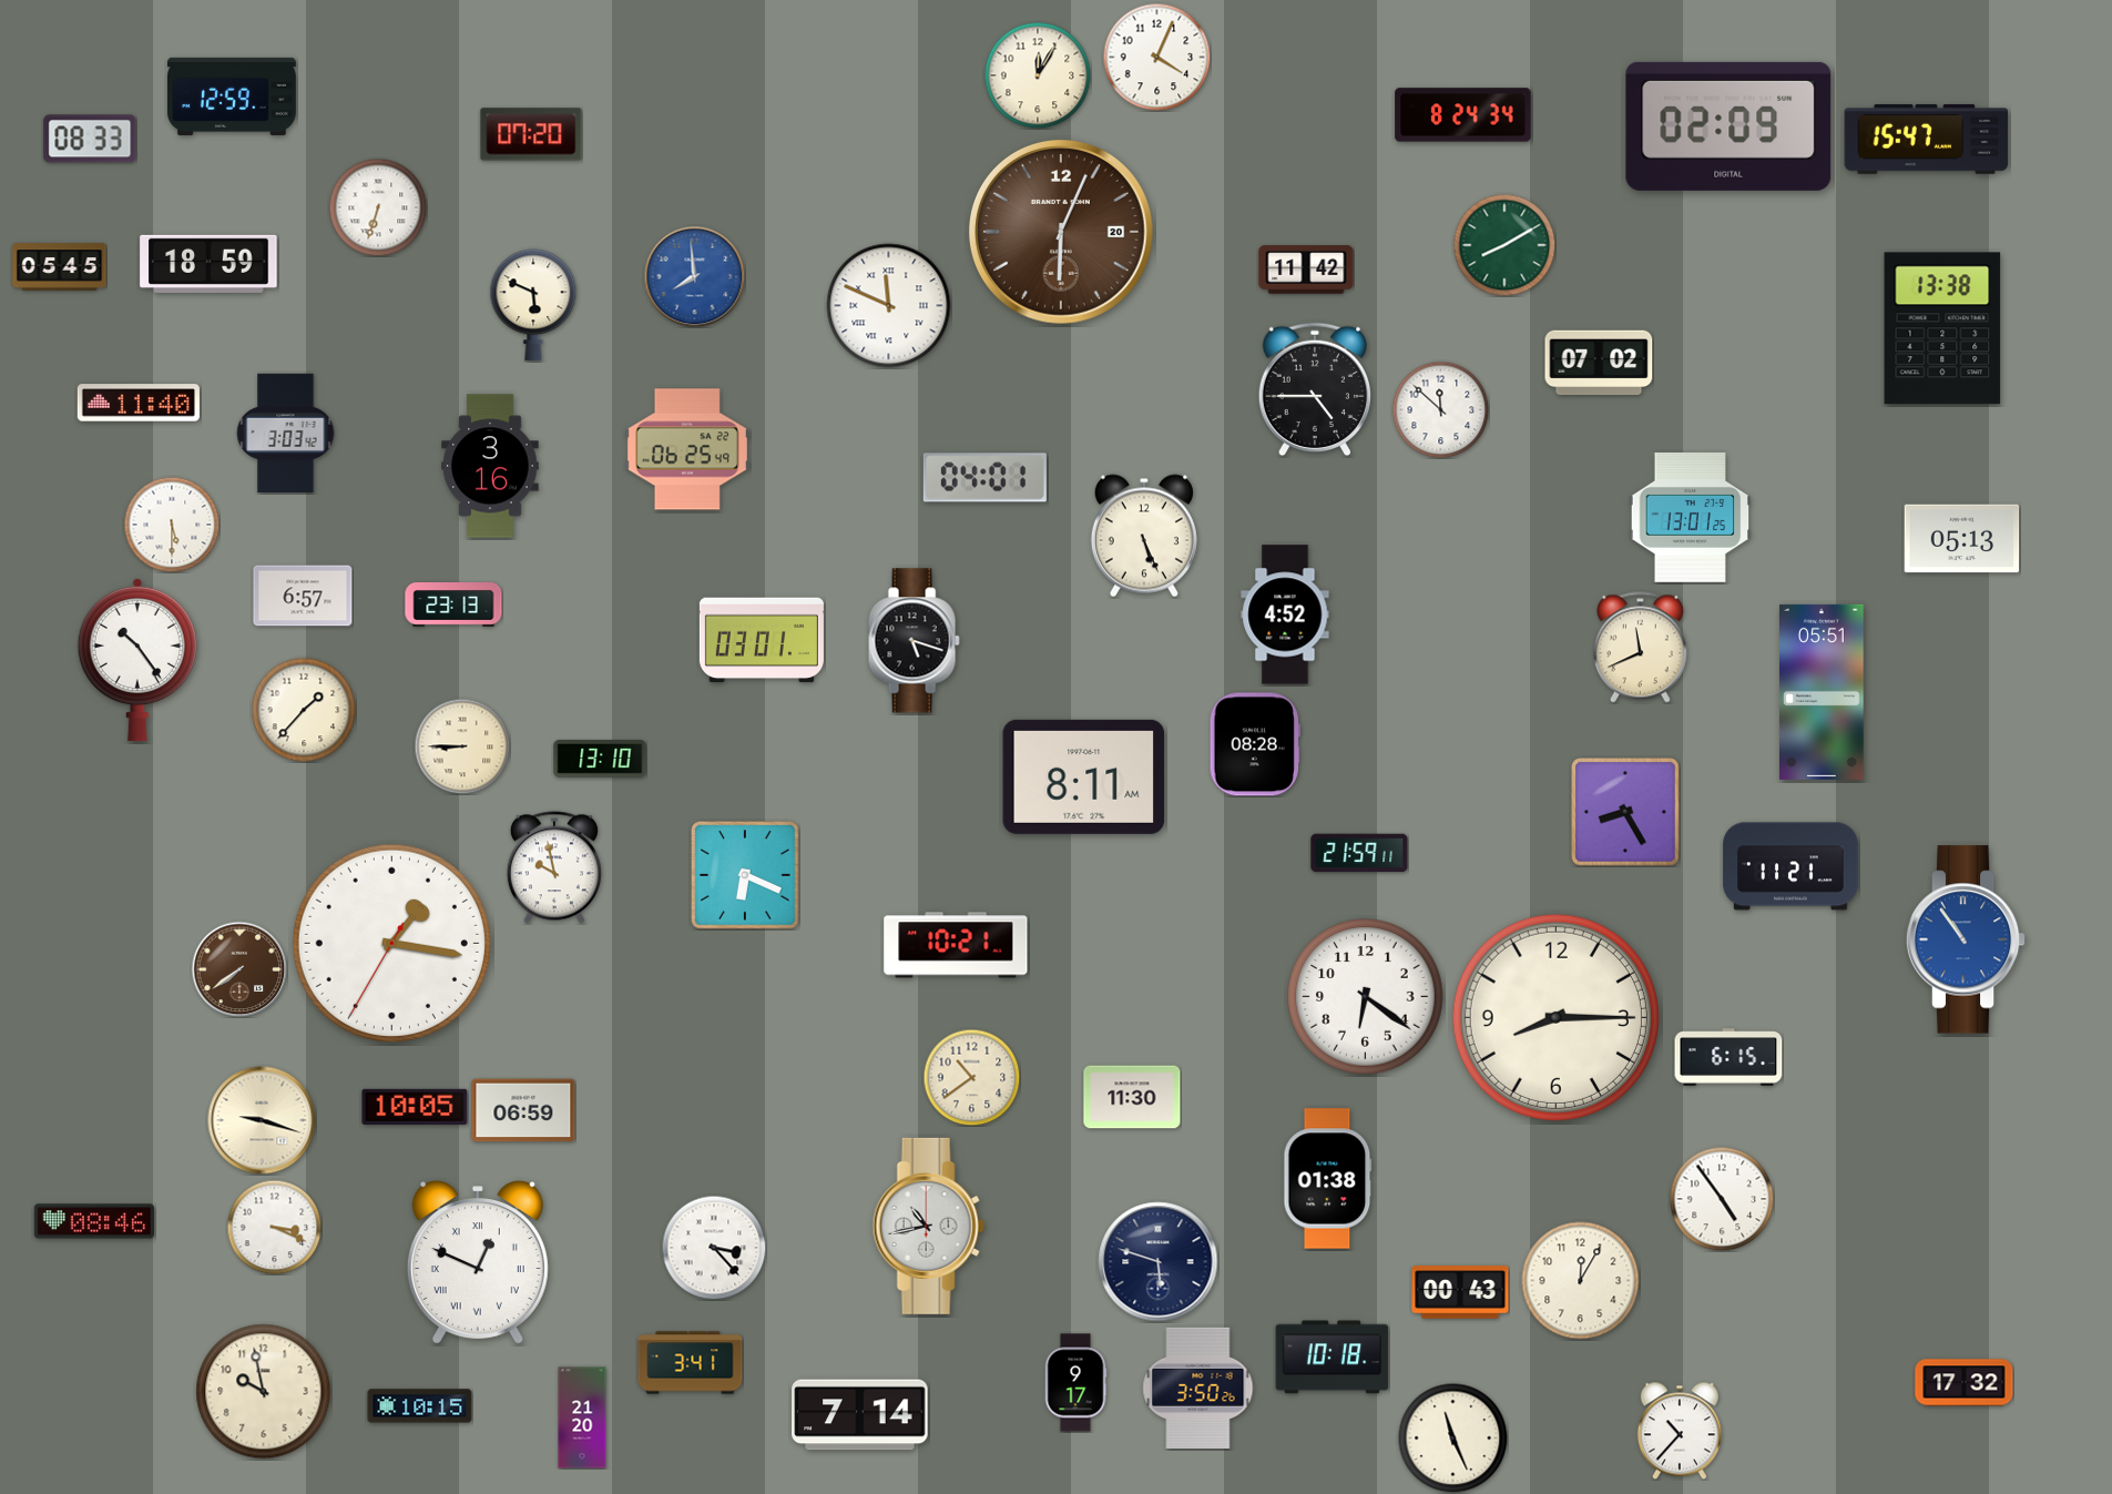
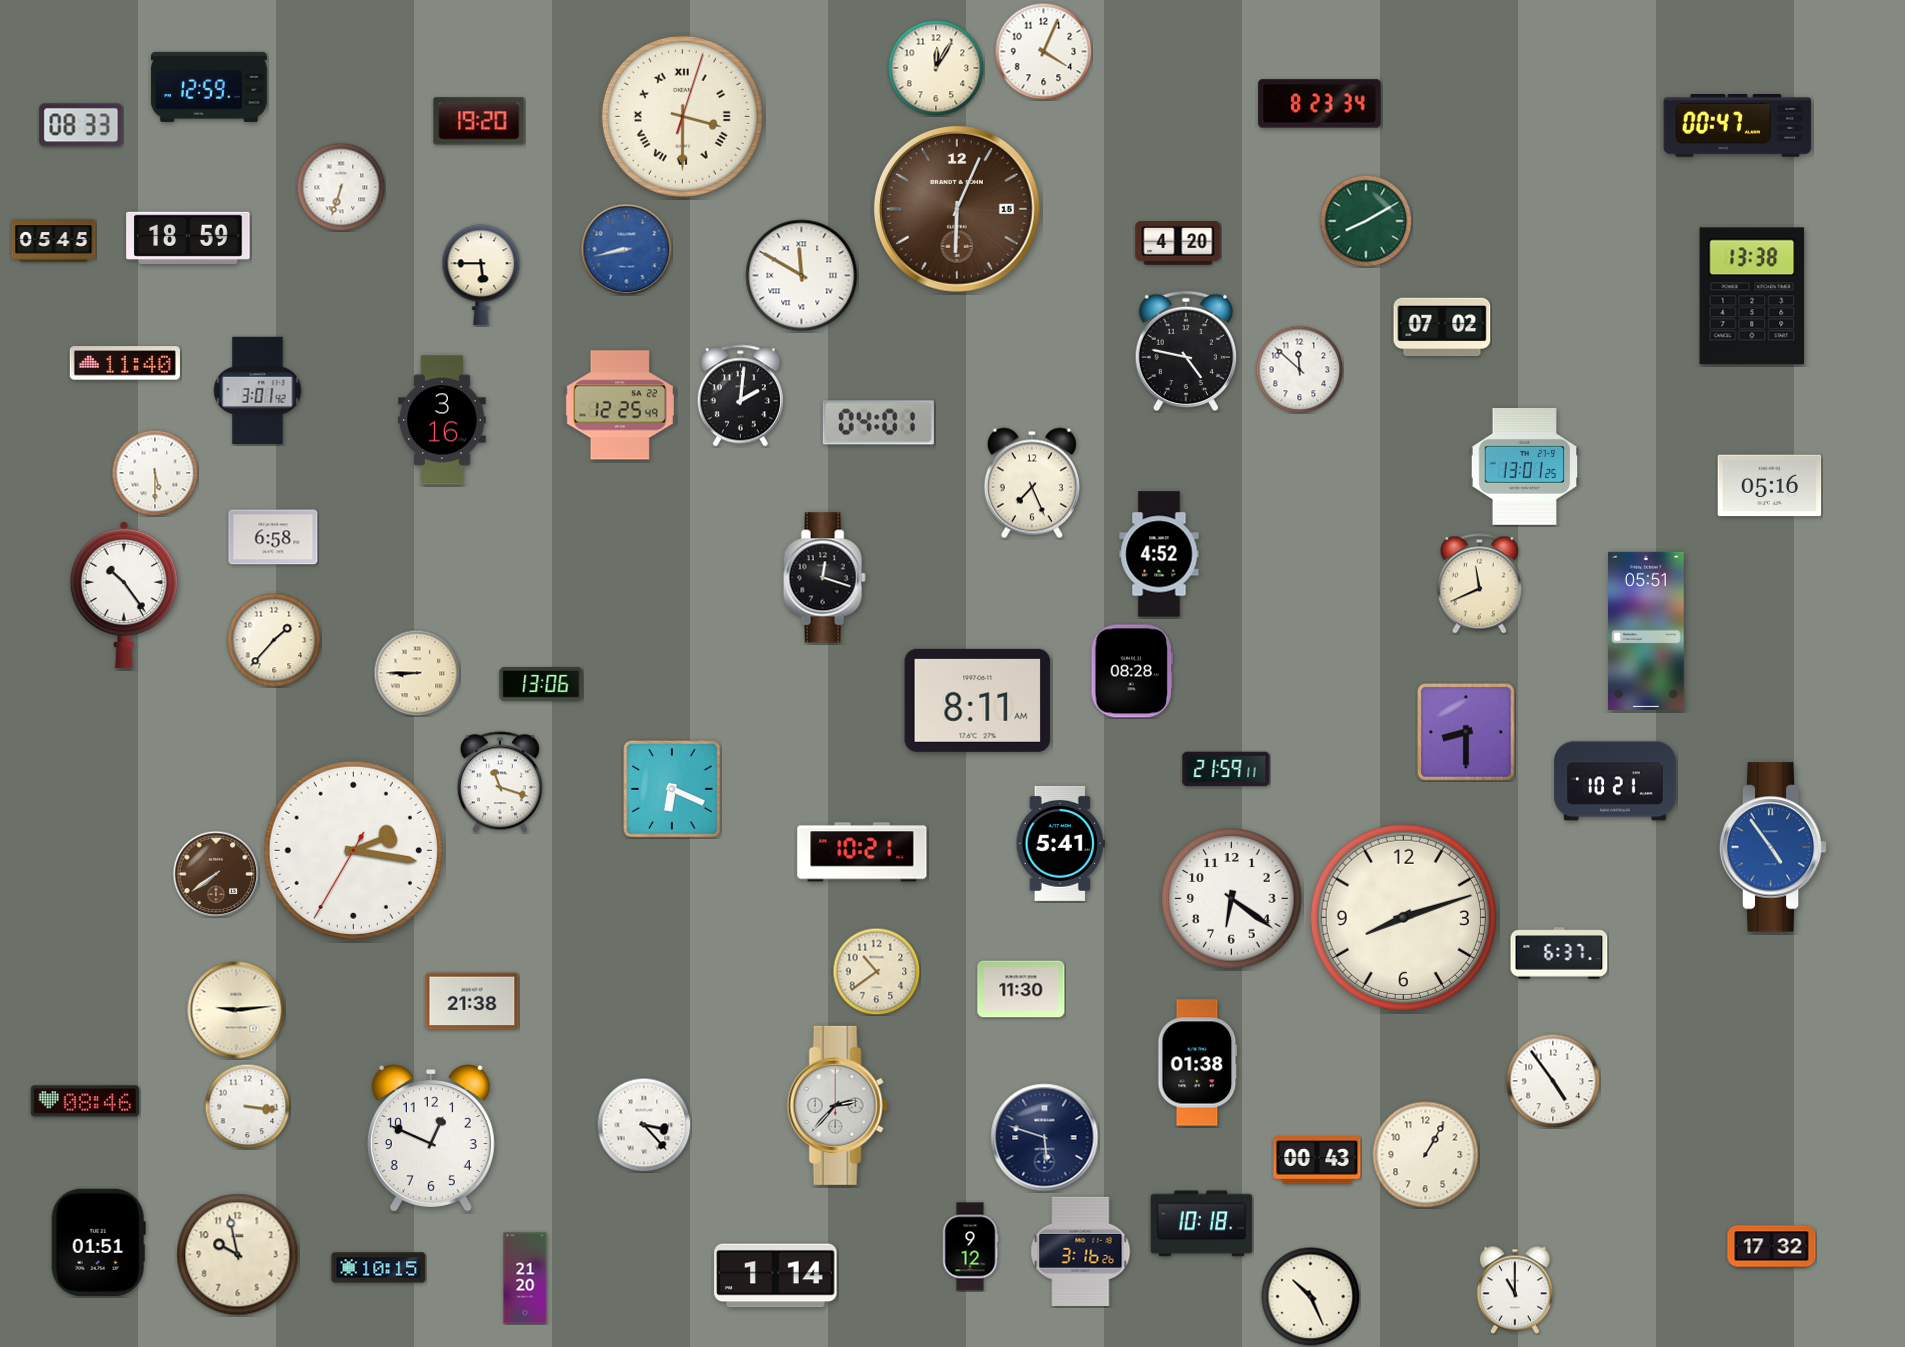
clock at (1463, 115): 8:24 -> 8:23
clock at (1728, 126): 02:09 -> none
clock at (682, 116): none -> 3:30
clock at (531, 134): 07:20 -> 19:20
clock at (1927, 140): 15:47 -> 00:47
clock at (1061, 232) date: 20 -> 15
clock at (1504, 245) position: (1504, 245) -> (1366, 221)
clock at (1306, 270): 11:42 -> 4:20
clock at (694, 276): 7:59 -> 8:43
clock at (533, 305): 5:49 -> 5:45
clock at (889, 306): 11:49 -> 11:50
clock at (1314, 389): 4:45 -> 4:47
clock at (286, 434): 3:03 -> 3:01
clock at (740, 396): none -> 2:01
clock at (687, 449): 06:25 -> 12:25
clock at (984, 478) position: (984, 478) -> (878, 423)
clock at (1144, 536): 5:26 -> 7:26
clock at (1962, 539): 05:13 -> 05:16
clock at (303, 596): 6:57 -> 6:58
clock at (453, 606): 23:13 -> none
clock at (762, 640): 03:01 -> none
clock at (914, 641): 5:18 -> 12:18
clock at (1822, 692) position: (1822, 692) -> (1646, 631)
clock at (600, 760): 13:10 -> 13:06
clock at (1625, 812): 8:25 -> 8:30
clock at (1790, 866): 11:21 -> 10:21
clock at (554, 867): 9:58 -> 11:18
clock at (1060, 843): none -> 5:41
clock at (1966, 939): 10:54 -> 4:54
clock at (391, 943): 1:16 -> 2:16
clock at (1555, 1017): 8:15 -> 8:12
clock at (1728, 1057): 6:15 -> 6:37
clock at (415, 1107): 10:05 -> none
clock at (523, 1110): 06:59 -> 21:38
clock at (262, 1120): 9:18 -> 9:14
clock at (928, 1226): 10:43 -> 2:37
clock at (274, 1227): 3:19 -> 3:16
clock at (478, 1262) numerals: Roman -> Arabic
clock at (1581, 1281): 12:05 -> 1:05
clock at (1460, 1292) position: (1460, 1292) -> (1317, 1160)
clock at (691, 1363): 3:41 -> none
clock at (98, 1242): none -> 01:51
clock at (1075, 1383): 9:17 -> 9:12
clock at (1198, 1388): 3:50 -> 3:16
clock at (860, 1415): 7:14 -> 1:14
clock at (1680, 1431): 10:37 -> 11:00
clock at (1453, 1439): 11:26 -> 10:26
